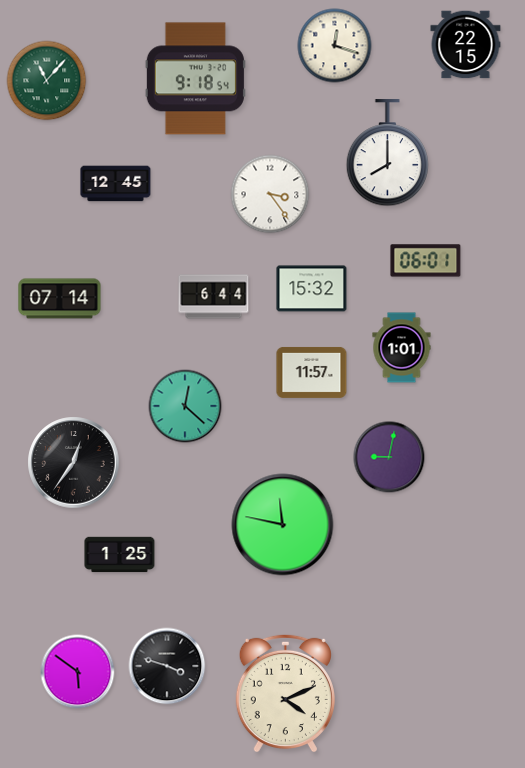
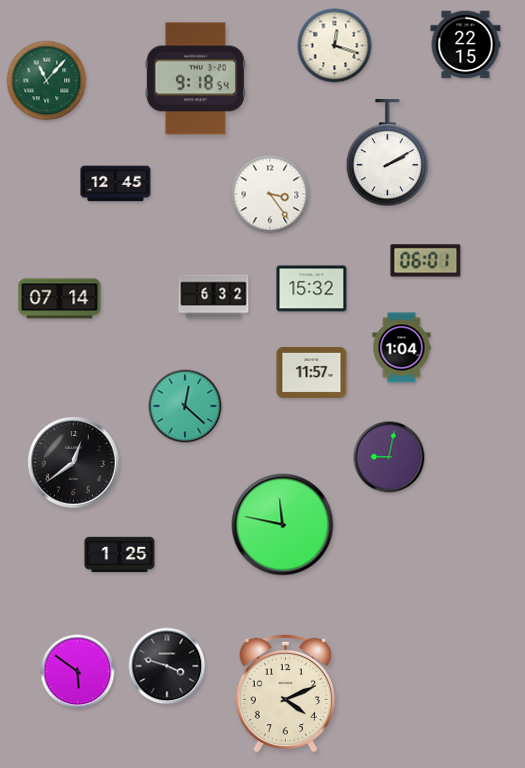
clock at (387, 153): 8:00 -> 2:10
clock at (214, 297): 6:44 -> 6:32
clock at (402, 348): 1:01 -> 1:04
clock at (74, 463): 12:36 -> 12:39
